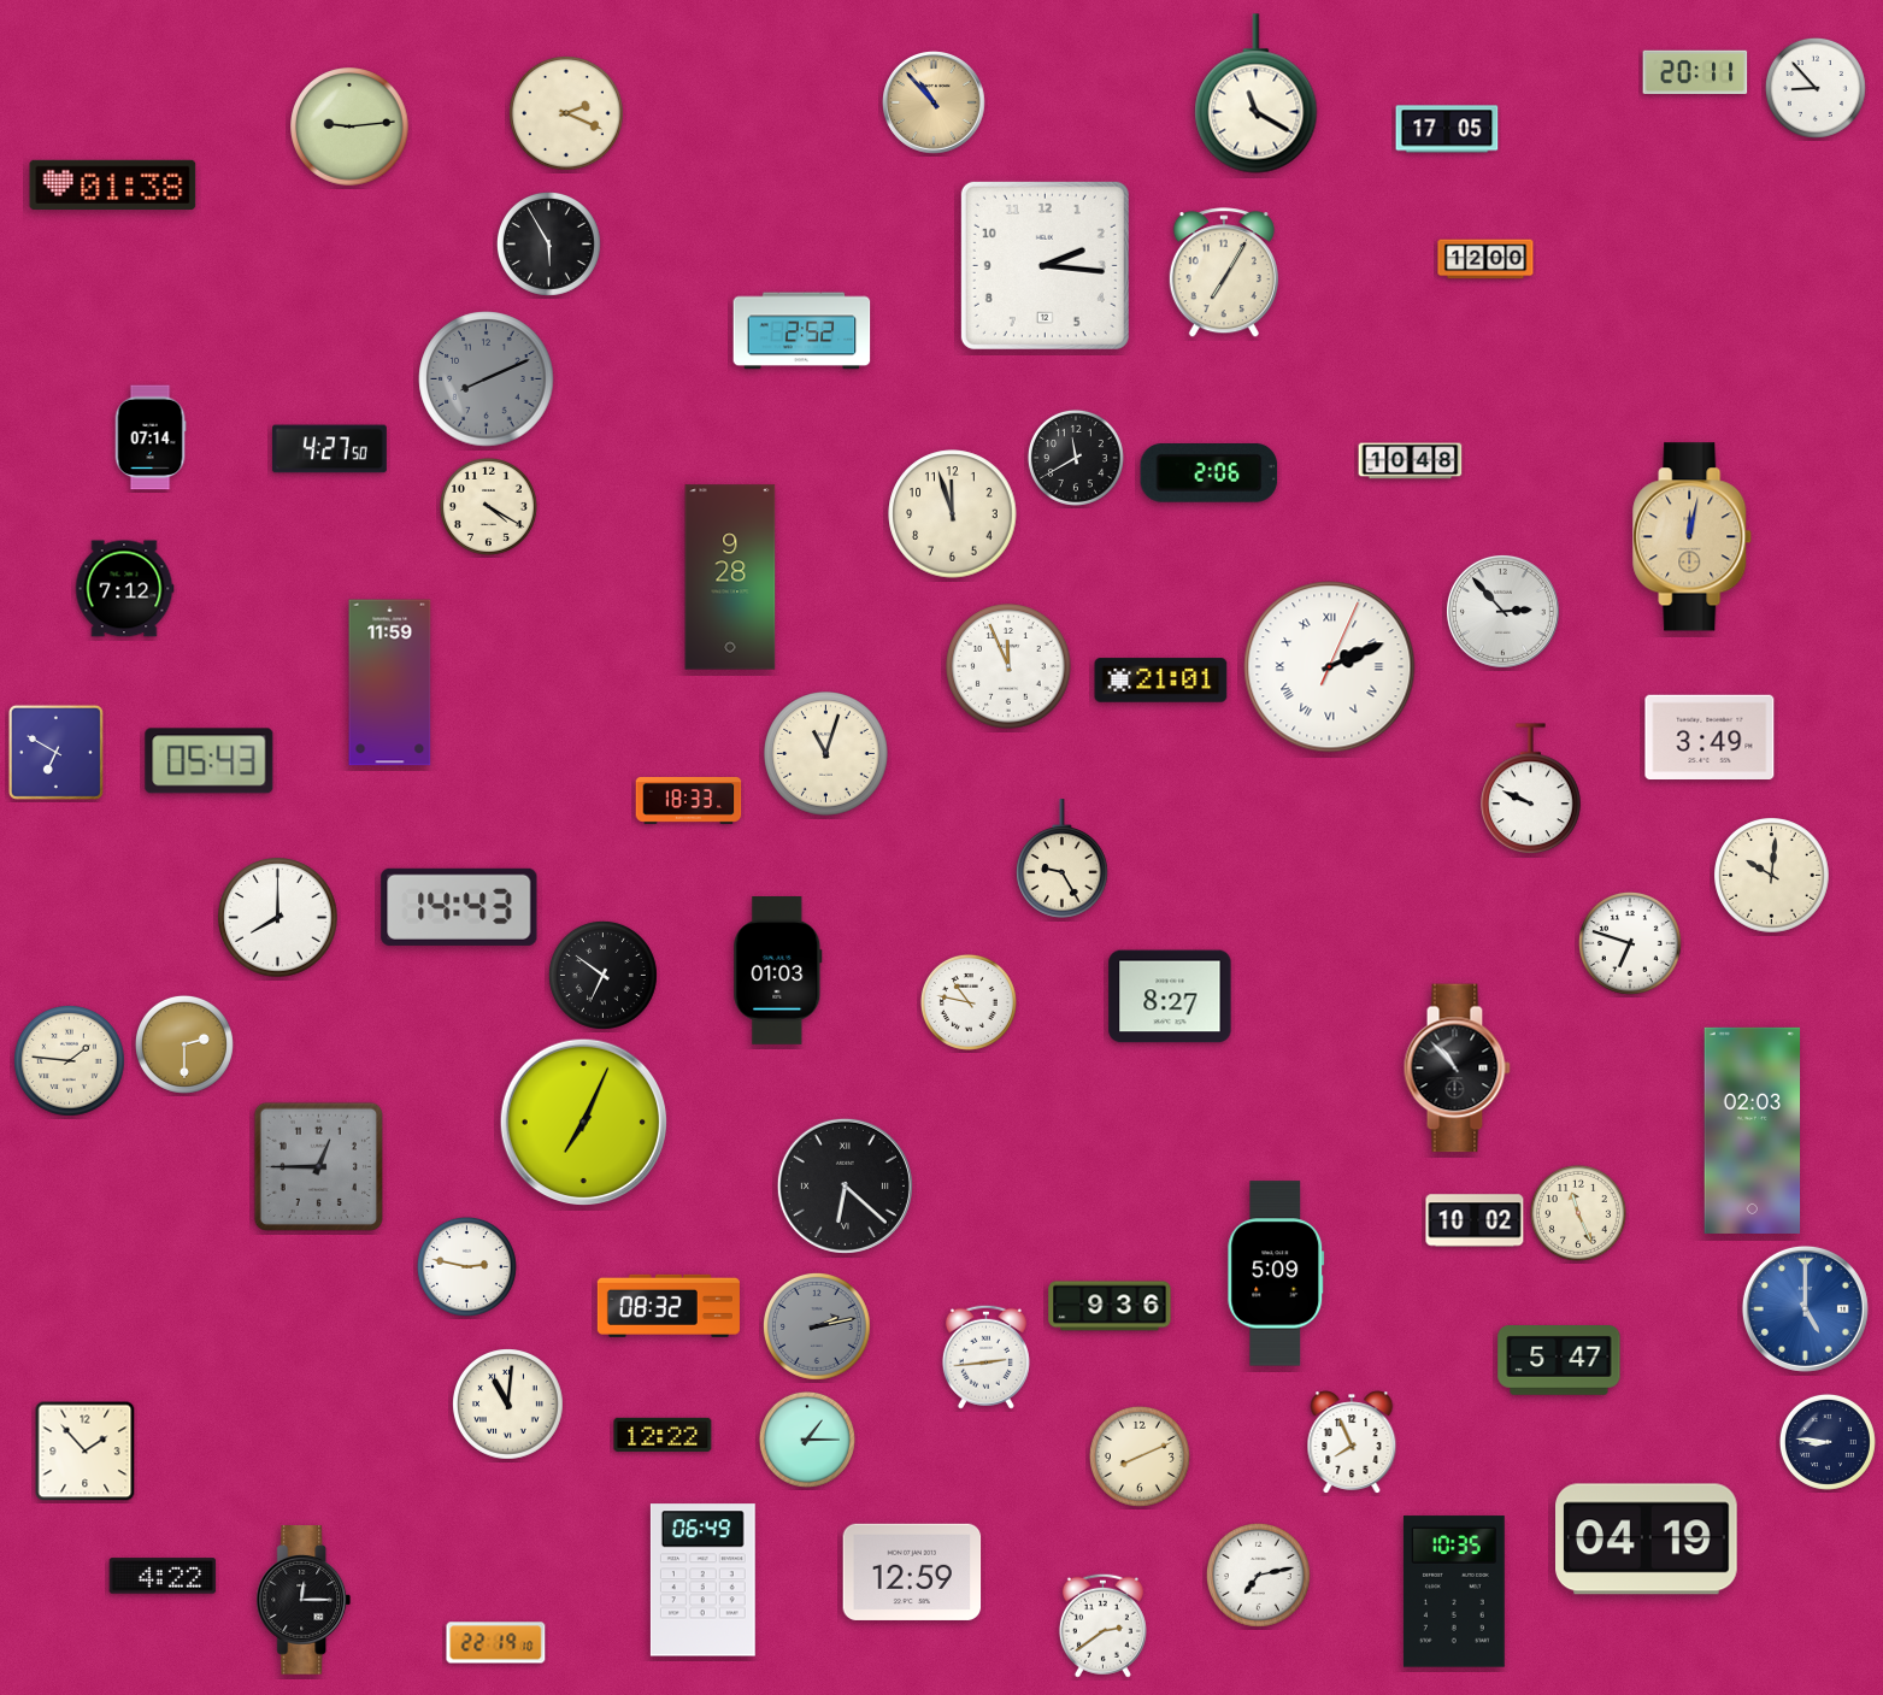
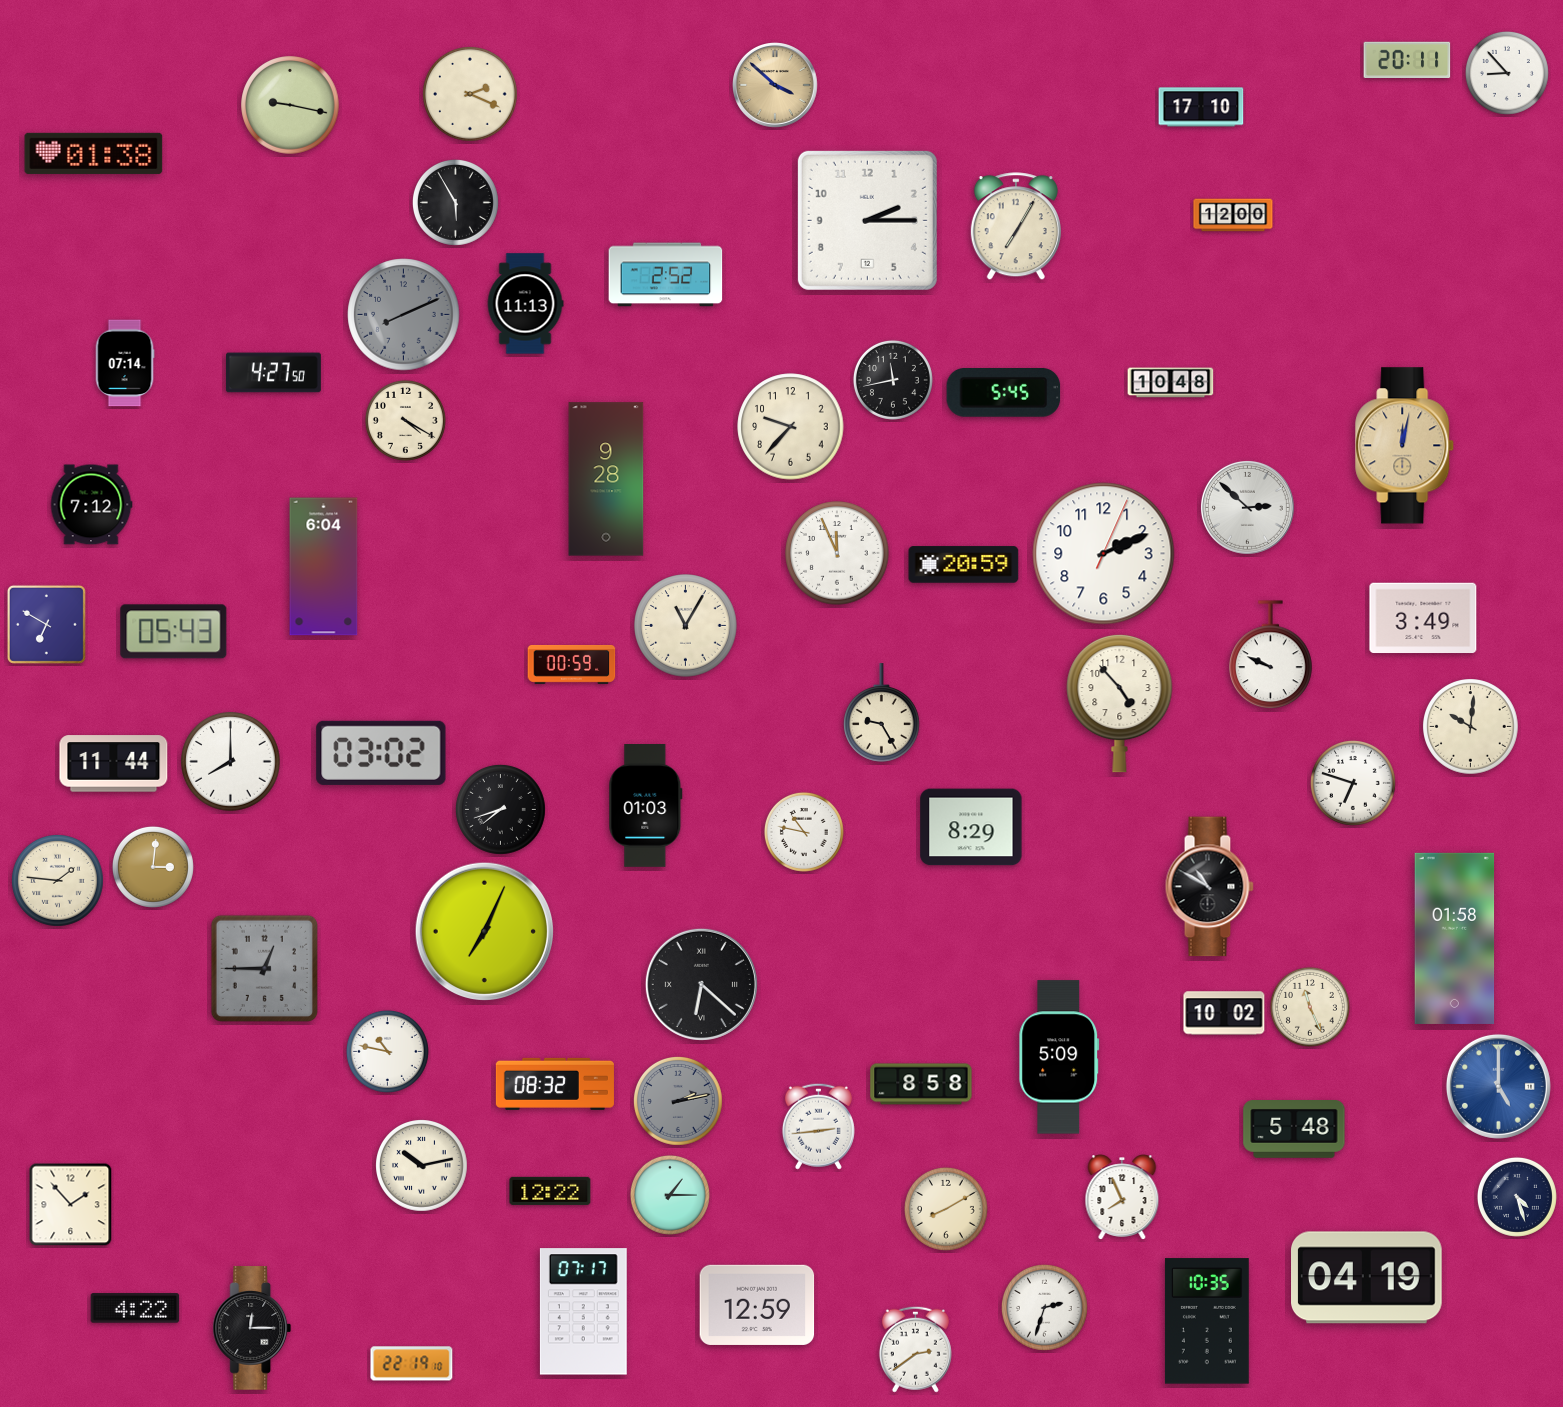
clock at (1257, 94): 11:20 -> none
clock at (935, 104): 10:53 -> 3:52
clock at (349, 126): 9:14 -> 9:17
clock at (1447, 129): 17:05 -> 17:10
clock at (1045, 265): 2:16 -> 2:15
clock at (525, 304): none -> 11:13
clock at (1076, 458): 11:40 -> 11:43
clock at (1210, 473): 2:06 -> 5:45
clock at (953, 514): 11:57 -> 9:37
clock at (124, 589) position: (124, 589) -> (91, 505)
clock at (1502, 611): 2:53 -> 2:52
clock at (1330, 667) numerals: Roman -> Arabic
clock at (1161, 681): 21:01 -> 20:59
clock at (390, 683): 11:59 -> 6:04
clock at (1710, 737) position: (1710, 737) -> (1423, 618)
clock at (826, 754): 11:03 -> 11:05
clock at (689, 800): 18:33 -> 00:59
clock at (1120, 703): none -> 4:53
clock at (459, 907): 14:43 -> 03:02
clock at (114, 764): none -> 11:44
clock at (604, 976): 6:51 -> 7:42
clock at (1170, 996): 8:27 -> 8:29
clock at (184, 1044): 2:30 -> 3:01
clock at (1457, 1069): 10:53 -> 10:50
clock at (1753, 1130): 02:03 -> 01:58
clock at (466, 1266): 2:47 -> 10:47
clock at (1110, 1306): 9:36 -> 8:58
clock at (1559, 1361): 5:47 -> 5:48
clock at (508, 1405): 11:01 -> 10:13
clock at (1828, 1442): 8:46 -> 4:27
clock at (1140, 1456): 8:11 -> 8:10
clock at (1258, 1575): 7:13 -> 2:33
clock at (702, 1581): 06:49 -> 07:17
